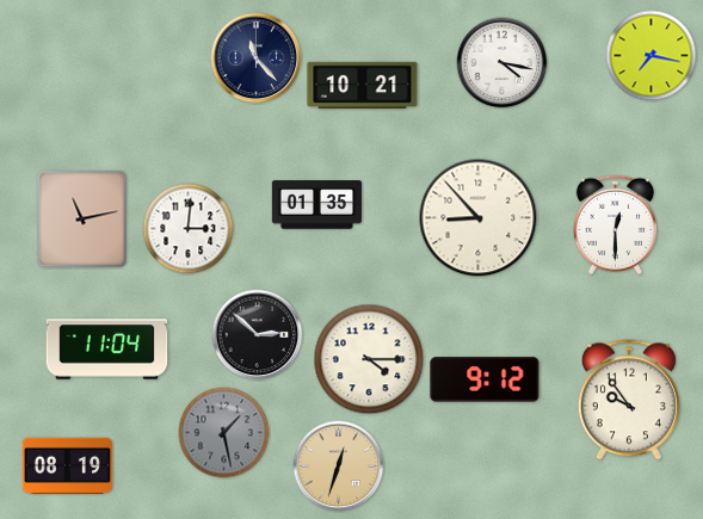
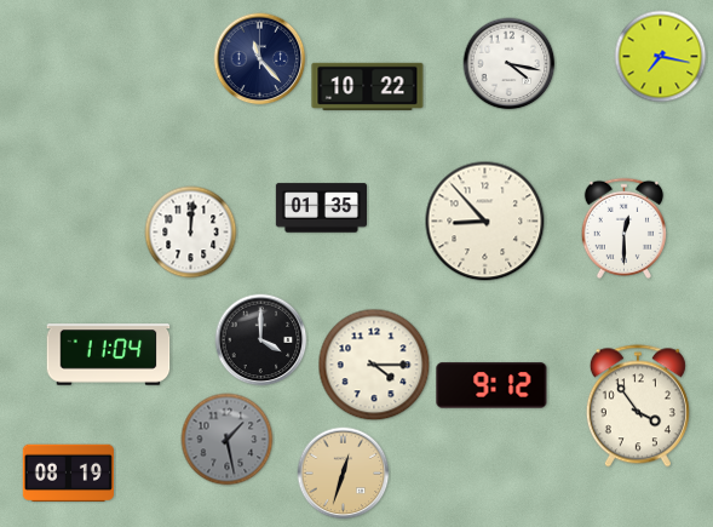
clock at (363, 85): 10:21 -> 10:22
clock at (82, 220): 11:13 -> none
clock at (189, 229): 3:01 -> 12:01
clock at (258, 335): 2:52 -> 4:00
clock at (629, 400): 9:54 -> 3:54
